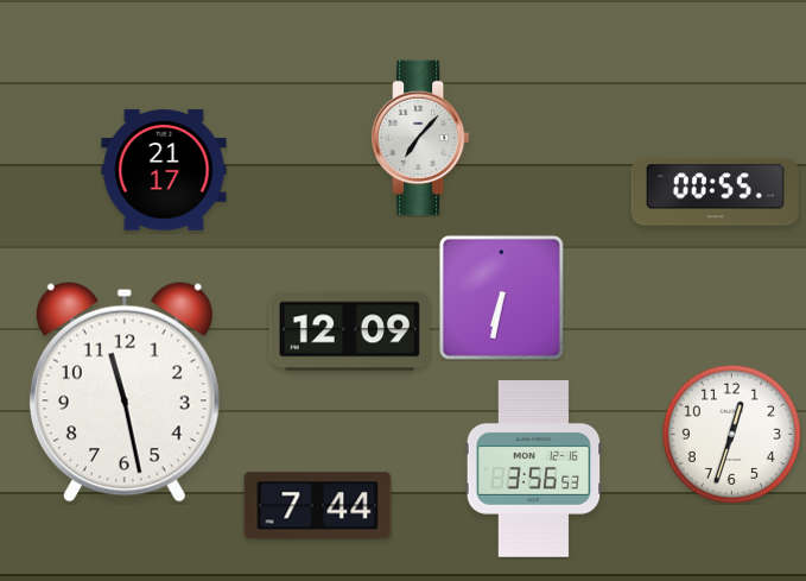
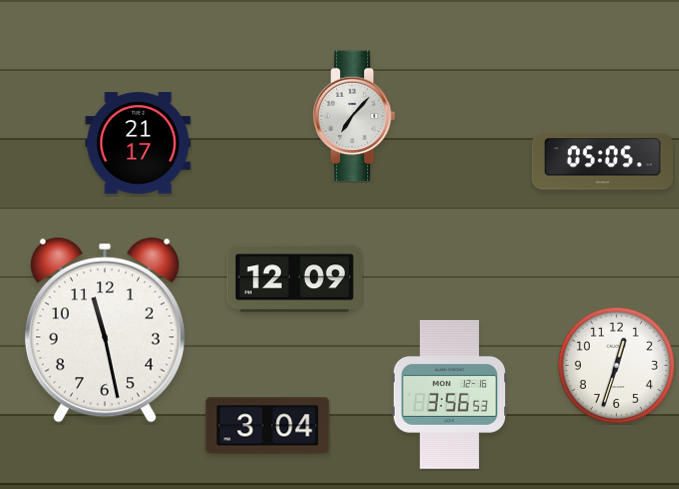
clock at (715, 192): 00:55 -> 05:05
clock at (501, 297): 6:32 -> none
clock at (318, 506): 7:44 -> 3:04
